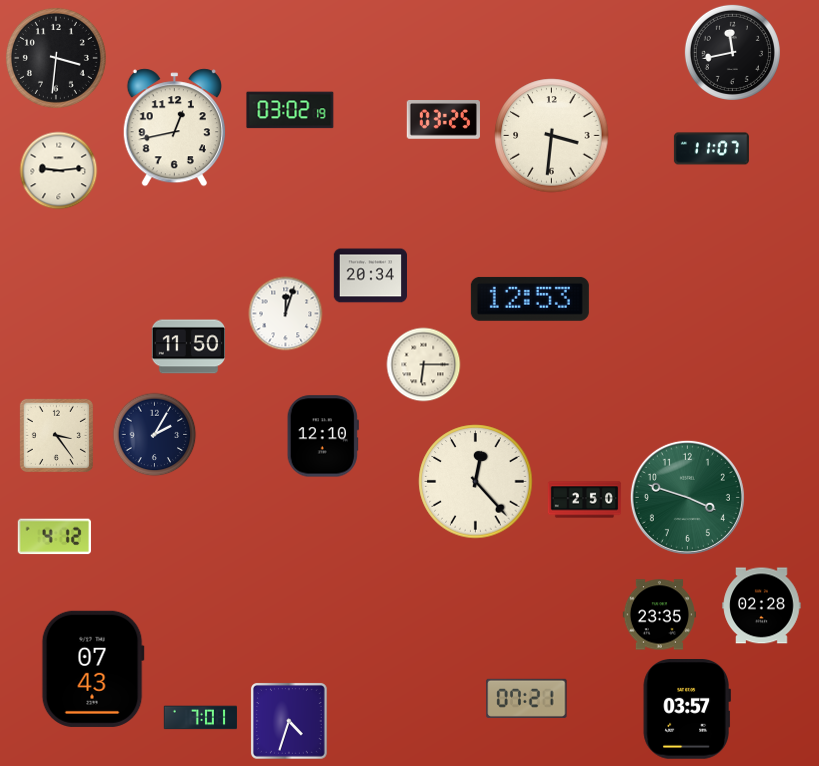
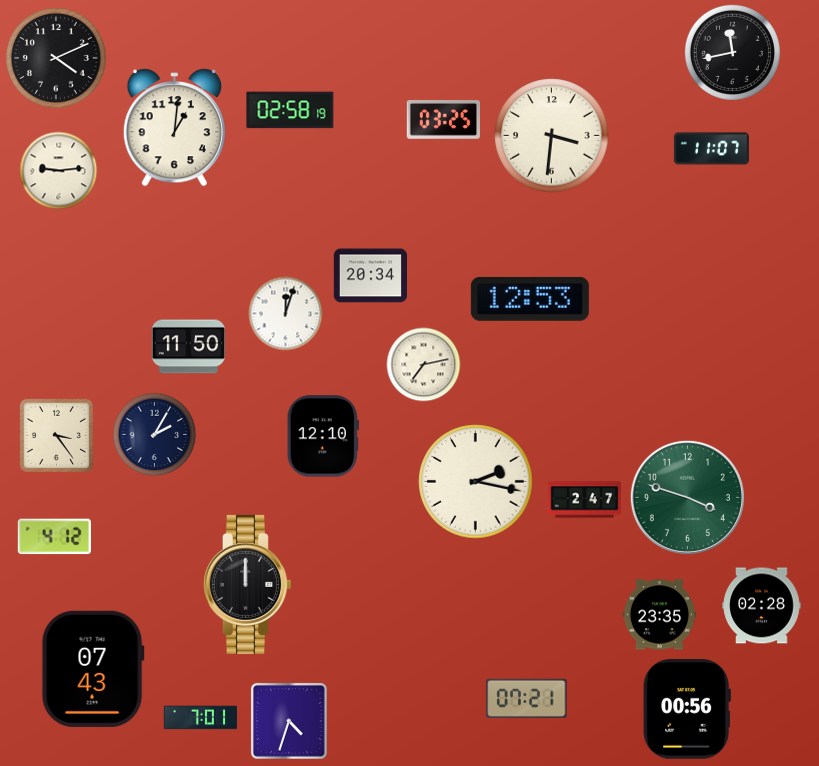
clock at (56, 58): 3:31 -> 4:11
clock at (290, 110): 03:02 -> 02:58
clock at (174, 128): 12:43 -> 1:01
clock at (424, 365): 6:15 -> 7:13
clock at (476, 482): 12:23 -> 2:17
clock at (585, 500): 2:50 -> 2:47
clock at (247, 584): none -> 12:00
clock at (687, 710): 03:57 -> 00:56
